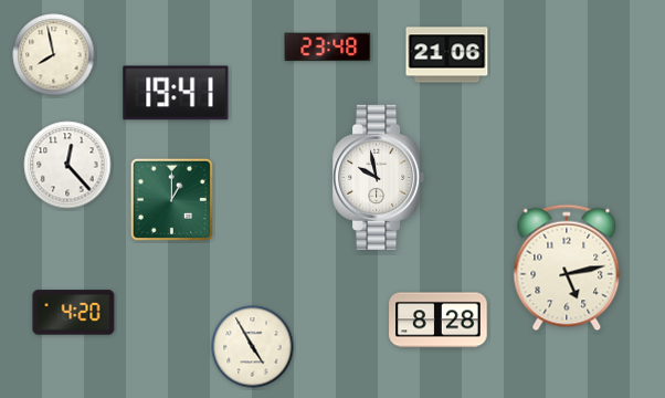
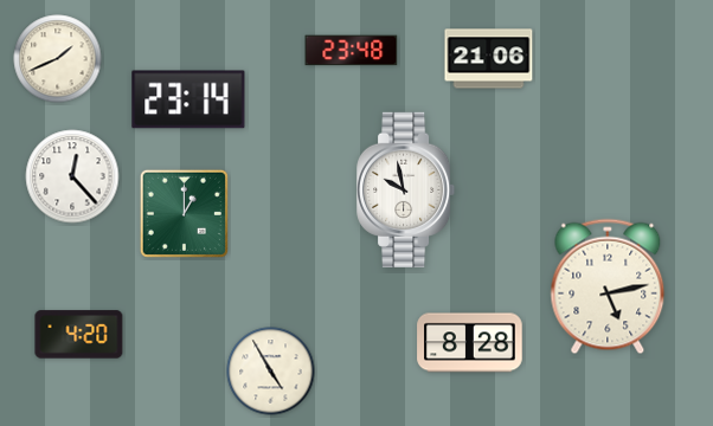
clock at (54, 55): 7:58 -> 1:41
clock at (447, 55) position: (447, 55) -> (489, 59)
clock at (176, 93): 19:41 -> 23:14
